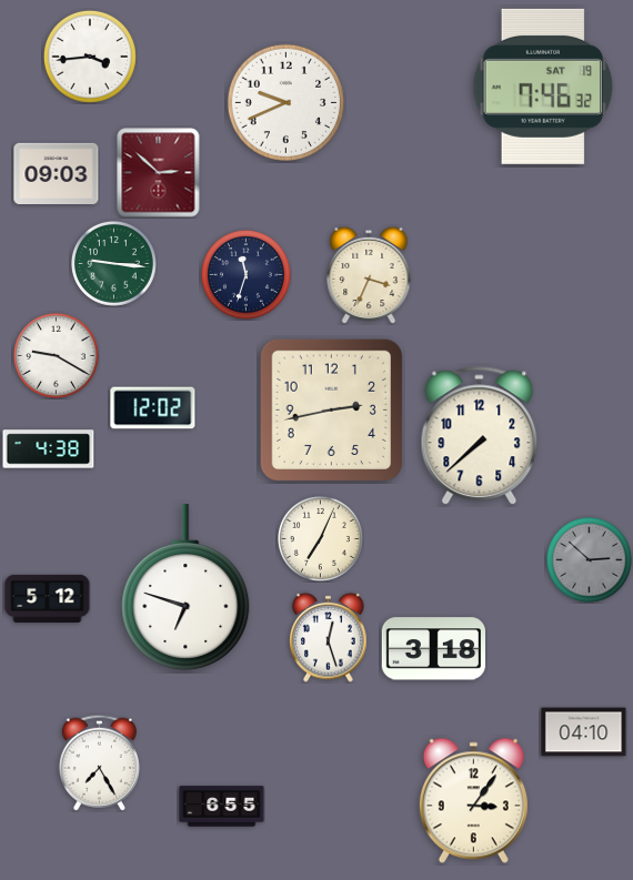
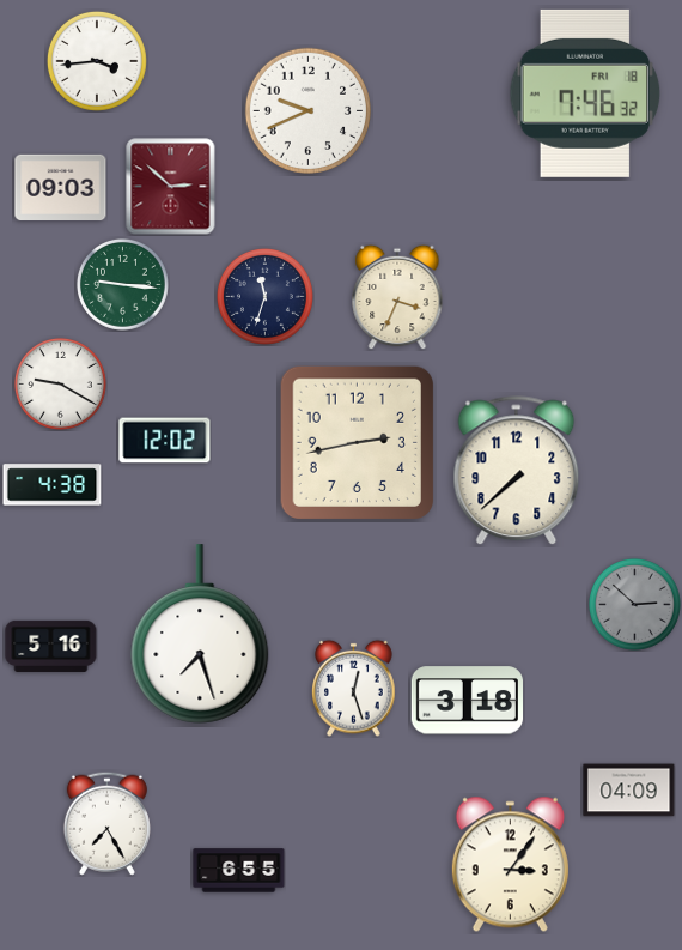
clock at (543, 87) date: SAT 19 -> FRI 18
clock at (321, 539): 7:04 -> none
clock at (185, 587): 6:48 -> 7:27
clock at (48, 598): 5:12 -> 5:16
clock at (584, 732): 04:10 -> 04:09
